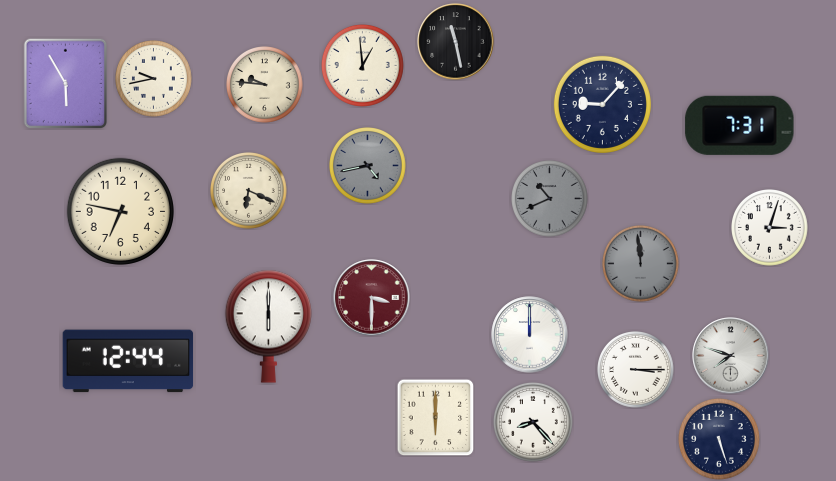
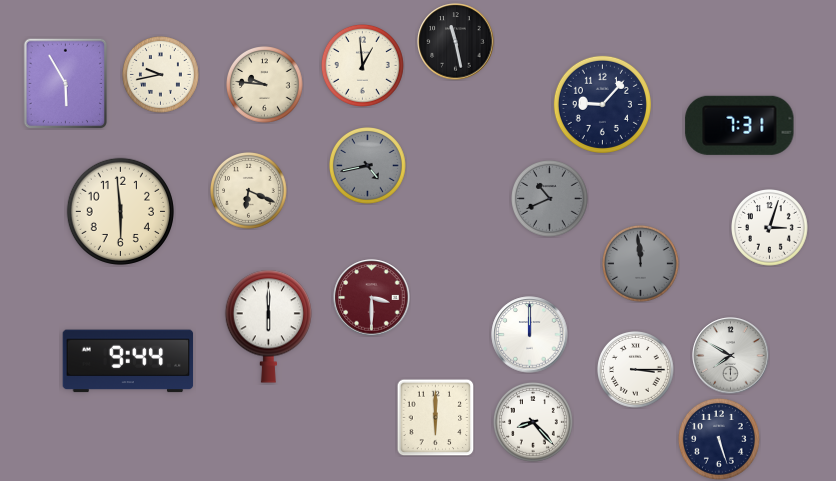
clock at (154, 79) position: (154, 79) -> (161, 75)
clock at (120, 211): 6:47 -> 5:59
clock at (731, 356): 7:48 -> 7:50
clock at (128, 361): 12:44 -> 9:44
